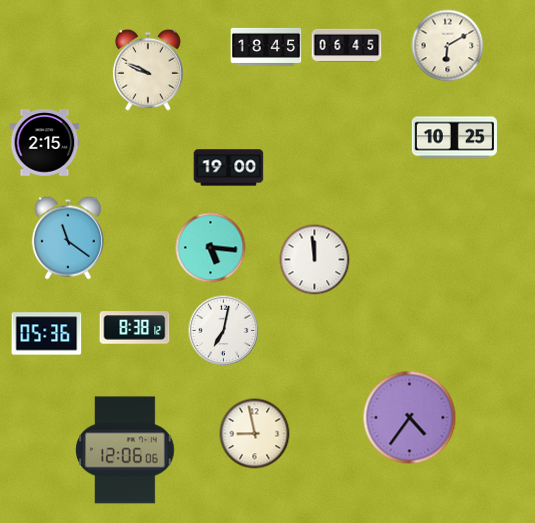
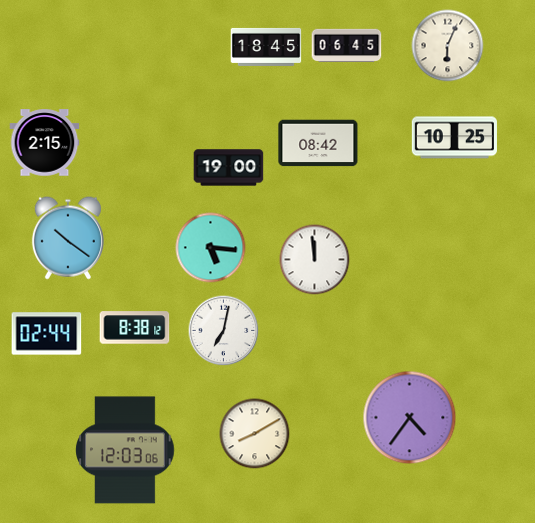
clock at (448, 46): 6:10 -> 6:04
clock at (148, 70): 9:49 -> none
clock at (318, 143): none -> 08:42
clock at (68, 238): 11:21 -> 10:21
clock at (47, 334): 05:36 -> 02:44
clock at (255, 434): 8:58 -> 8:10
clock at (125, 450): 12:06 -> 12:03
